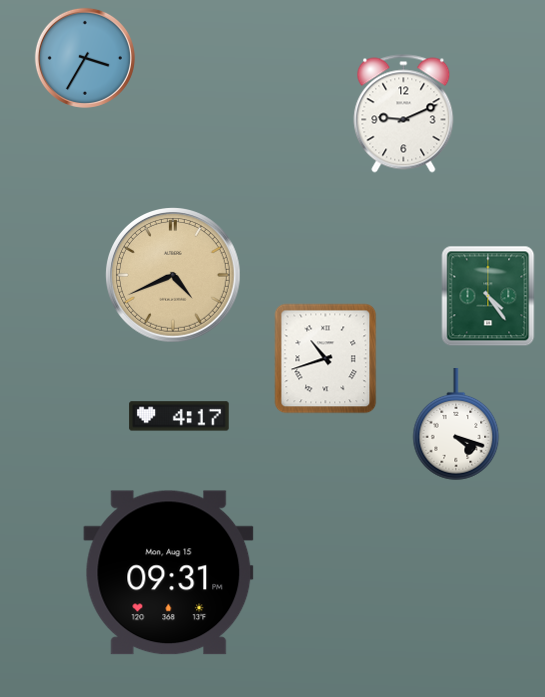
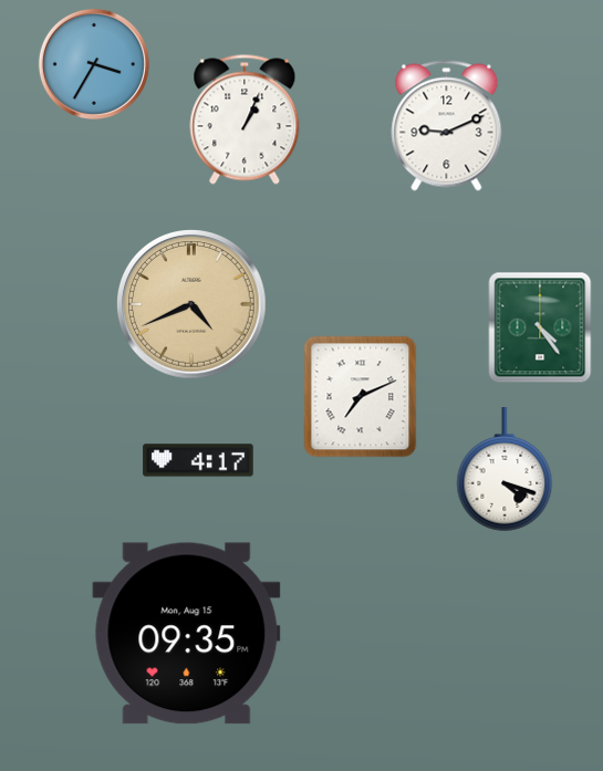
clock at (245, 119): none -> 1:04
clock at (326, 359): 10:42 -> 7:11
clock at (169, 573): 09:31 -> 09:35
